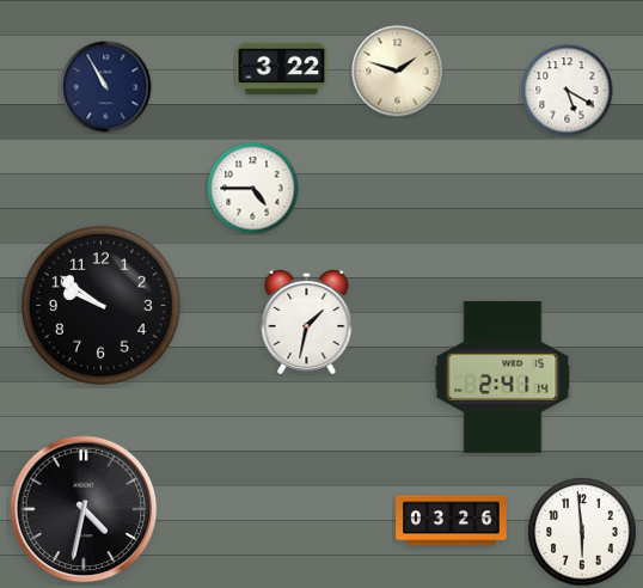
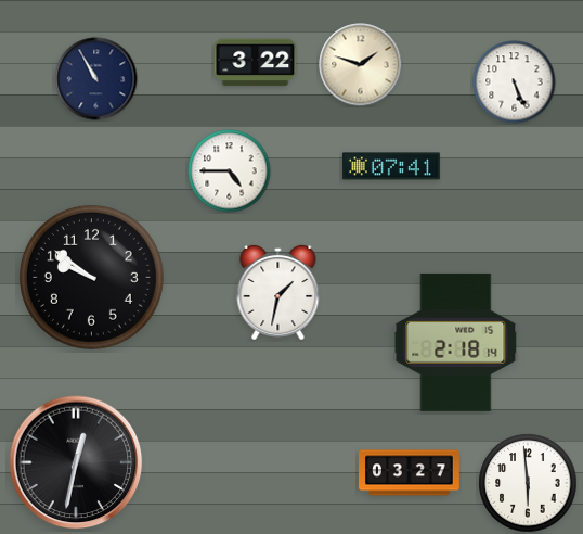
clock at (568, 91): 5:20 -> 5:26
clock at (391, 166): none -> 07:41
clock at (503, 376): 2:41 -> 2:18
clock at (84, 509): 4:32 -> 12:32
clock at (452, 521): 03:26 -> 03:27
